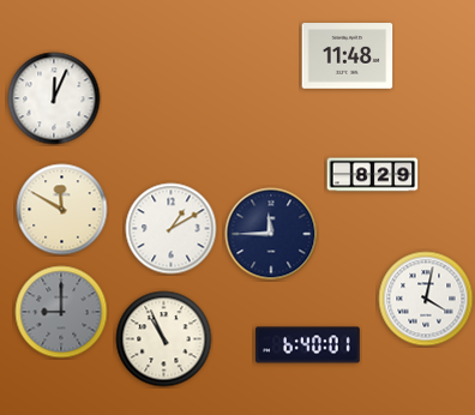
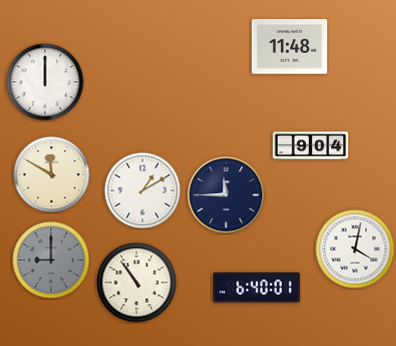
clock at (54, 98): 12:04 -> 12:00
clock at (373, 175): 8:29 -> 9:04
clock at (164, 339): 10:56 -> 10:54
